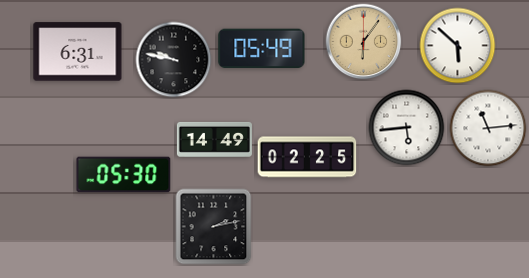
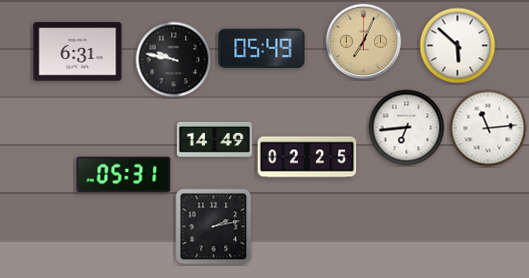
clock at (364, 42): 6:06 -> 7:04
clock at (407, 128): 5:44 -> 6:44
clock at (124, 175): 05:30 -> 05:31
